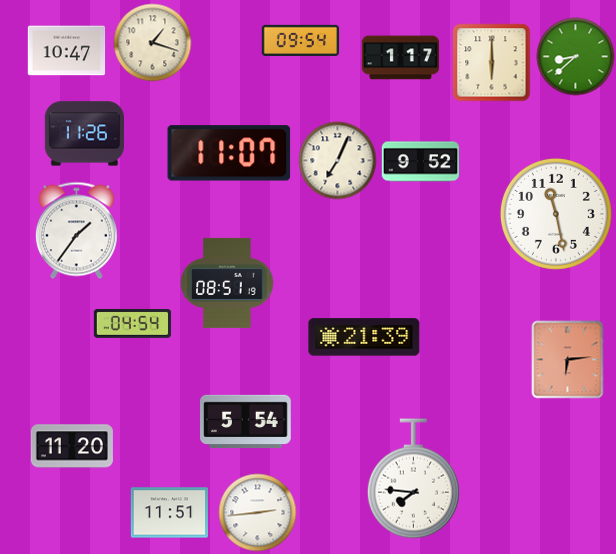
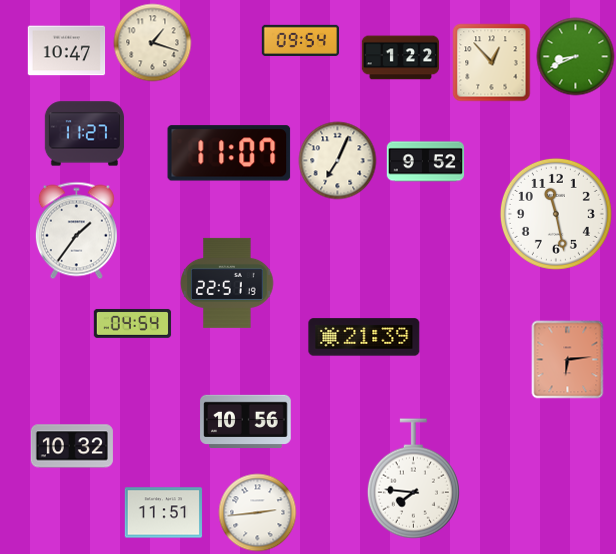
clock at (575, 56): 8:38 -> 8:41
clock at (400, 58): 1:17 -> 1:22
clock at (491, 62): 6:00 -> 12:53
clock at (84, 134): 11:26 -> 11:27
clock at (420, 162) position: (420, 162) -> (425, 162)
clock at (227, 283): 08:51 -> 22:51
clock at (246, 421): 5:54 -> 10:56
clock at (72, 446): 11:20 -> 10:32
clock at (169, 513) position: (169, 513) -> (163, 513)
